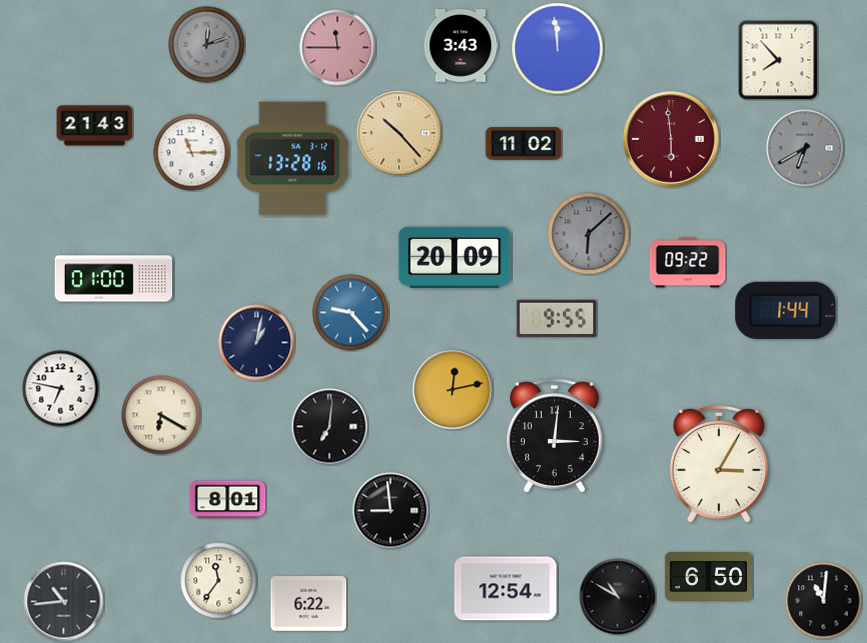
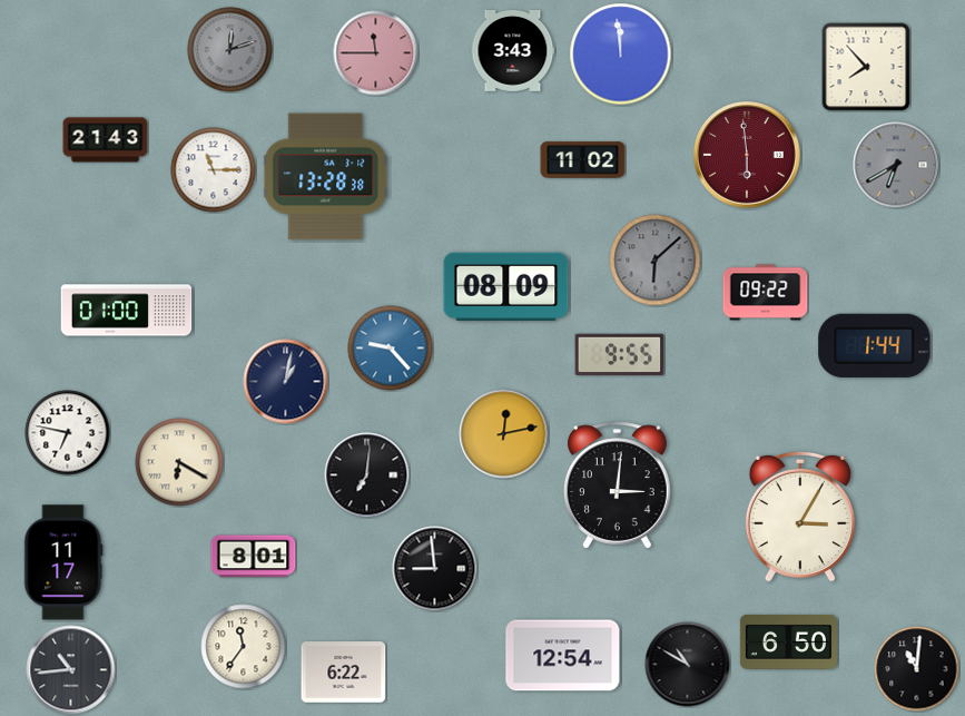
clock at (399, 133): 10:23 -> none
clock at (292, 159): 13:28:16 -> 13:28:38
clock at (455, 257): 20:09 -> 08:09
clock at (63, 562): none -> 11:17
